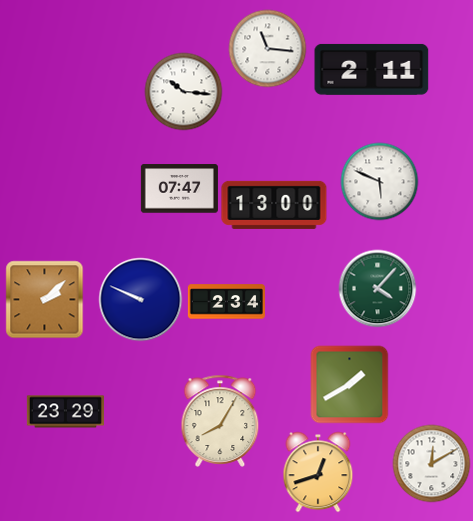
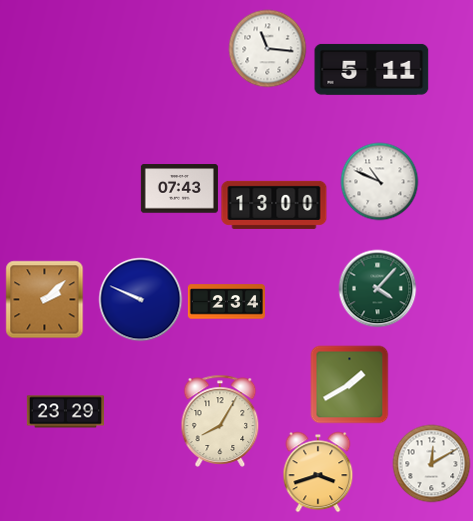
clock at (372, 69): 2:11 -> 5:11
clock at (183, 91): 10:16 -> none
clock at (379, 181): 5:49 -> 10:49
clock at (179, 189): 07:47 -> 07:43
clock at (318, 472): 12:42 -> 3:42
